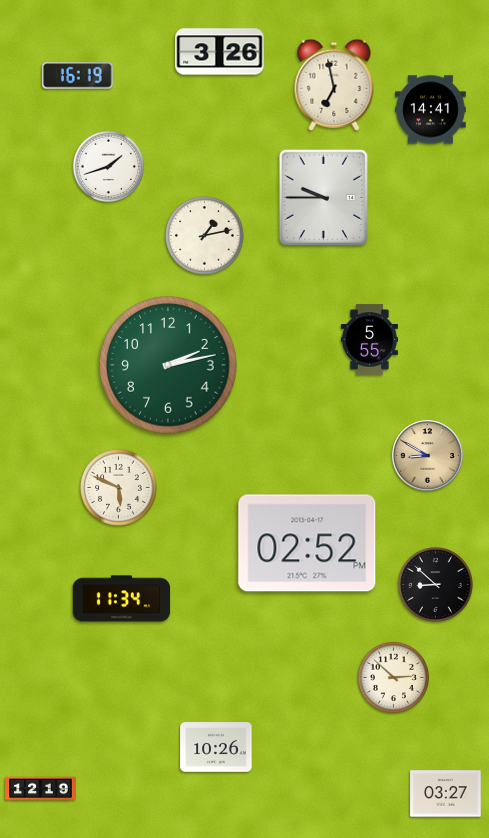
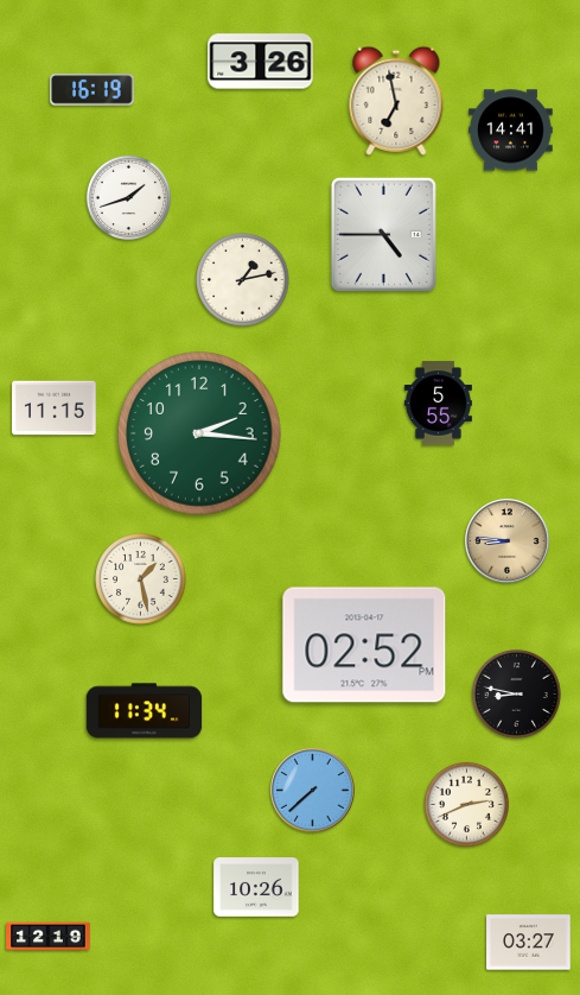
clock at (323, 197): 9:45 -> 4:45
clock at (55, 408): none -> 11:15
clock at (168, 365): 2:13 -> 2:16
clock at (428, 456): 8:50 -> 8:46
clock at (119, 488): 5:49 -> 1:28
clock at (435, 584): 8:52 -> 8:47
clock at (313, 791): none -> 7:38
clock at (393, 677): 2:52 -> 2:41
